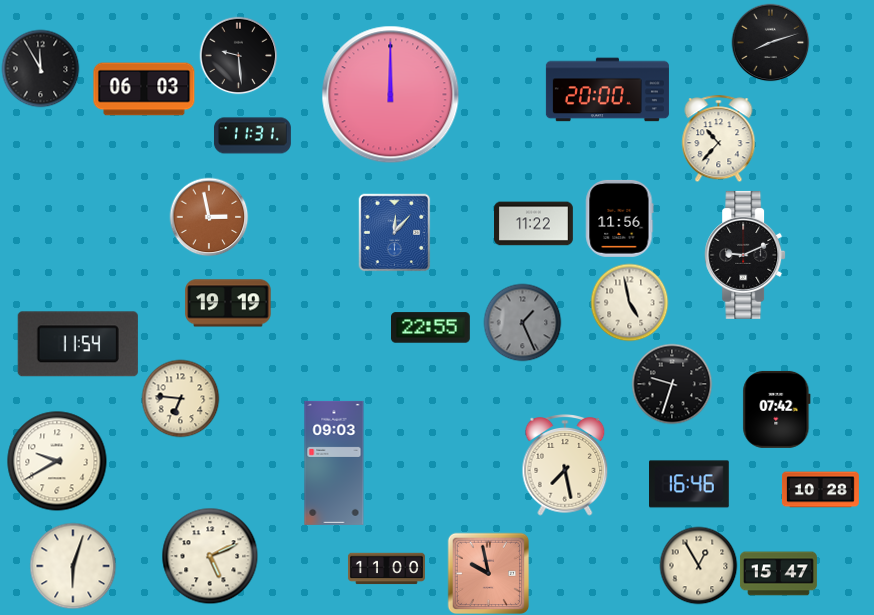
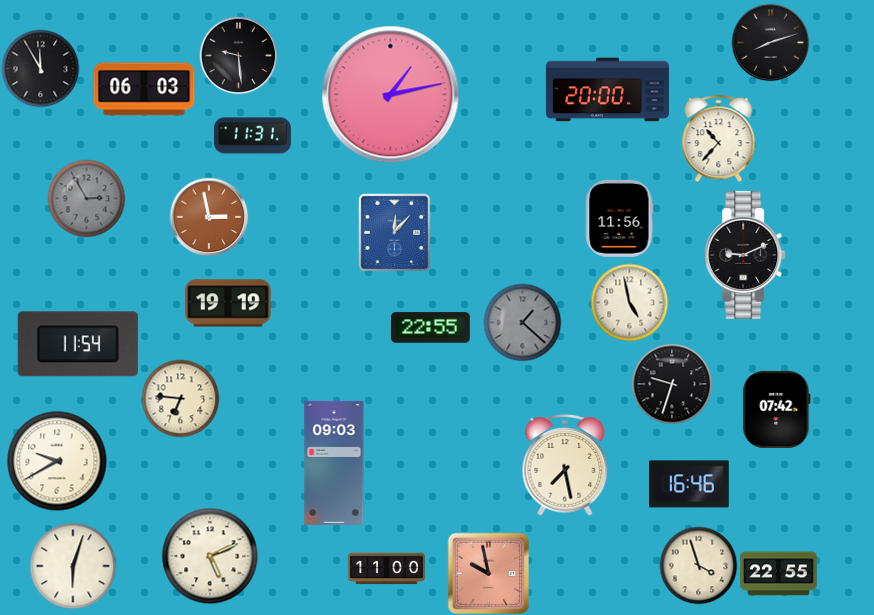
clock at (391, 95): 12:00 -> 1:13
clock at (86, 198): none -> 2:55
clock at (534, 224): 11:22 -> none
clock at (522, 322): 1:26 -> 1:22
clock at (820, 490): 10:28 -> none
clock at (698, 565): 12:55 -> 3:57
clock at (778, 574): 15:47 -> 22:55
